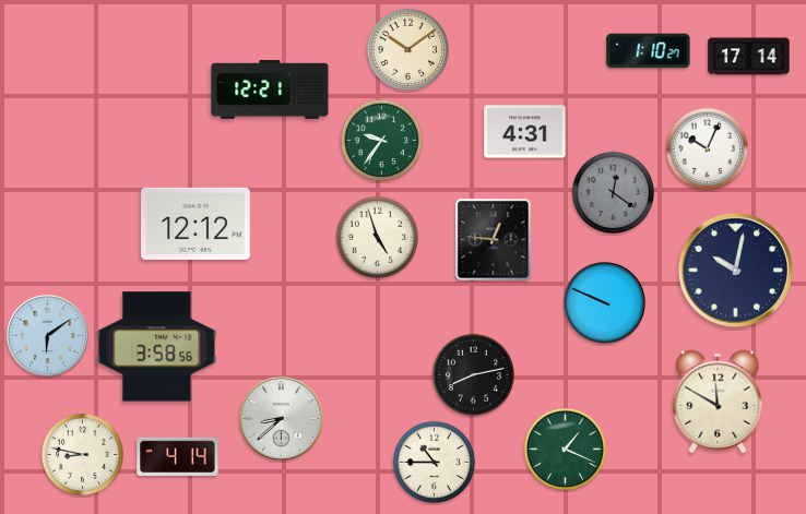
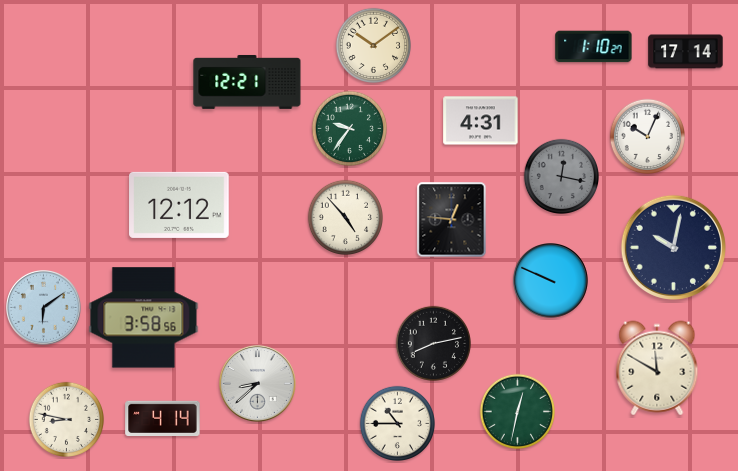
clock at (613, 192): 12:21 -> 12:17
clock at (377, 237): 4:57 -> 4:53
clock at (605, 303) position: (605, 303) -> (551, 281)
clock at (565, 449): 1:19 -> 12:32
clock at (82, 454) position: (82, 454) -> (66, 419)
